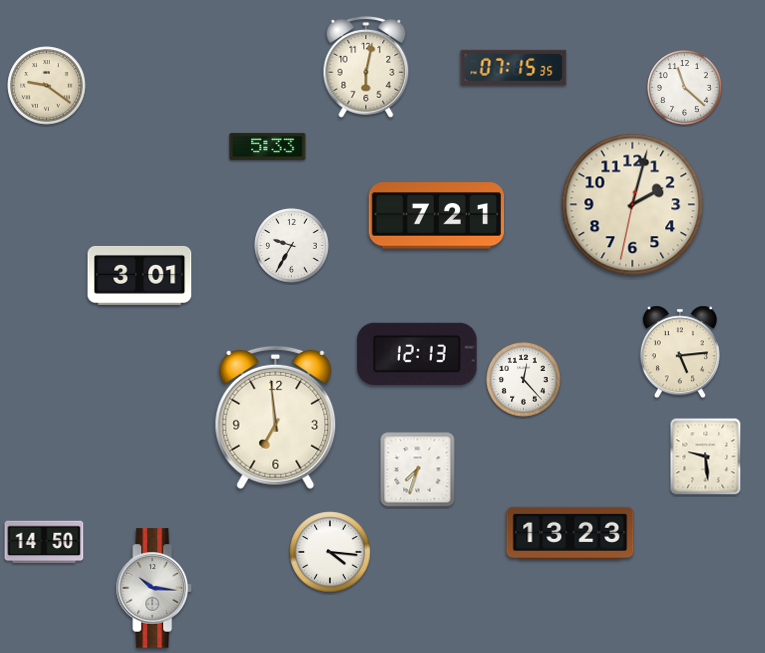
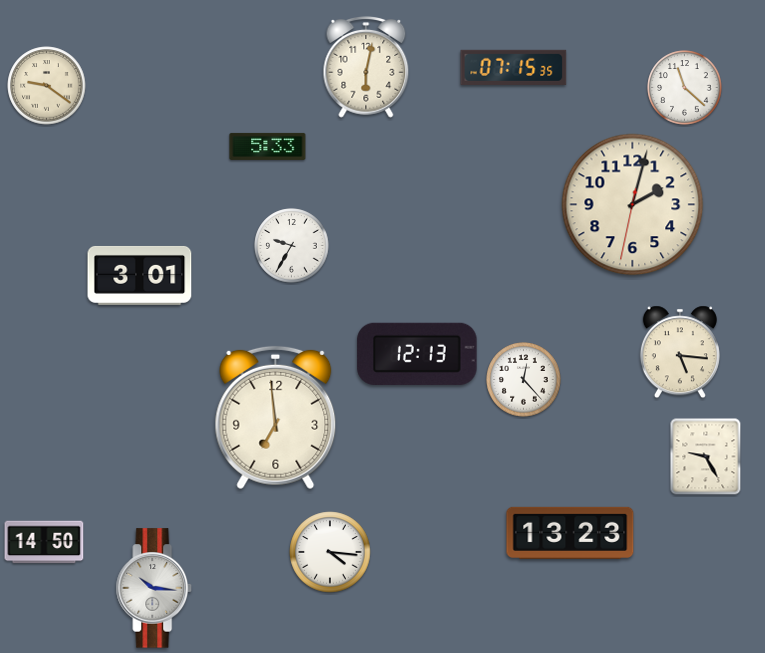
clock at (436, 216): 7:21 -> none
clock at (680, 352): 5:14 -> 5:16
clock at (706, 457): 9:29 -> 9:25
clock at (418, 470): 7:33 -> none
